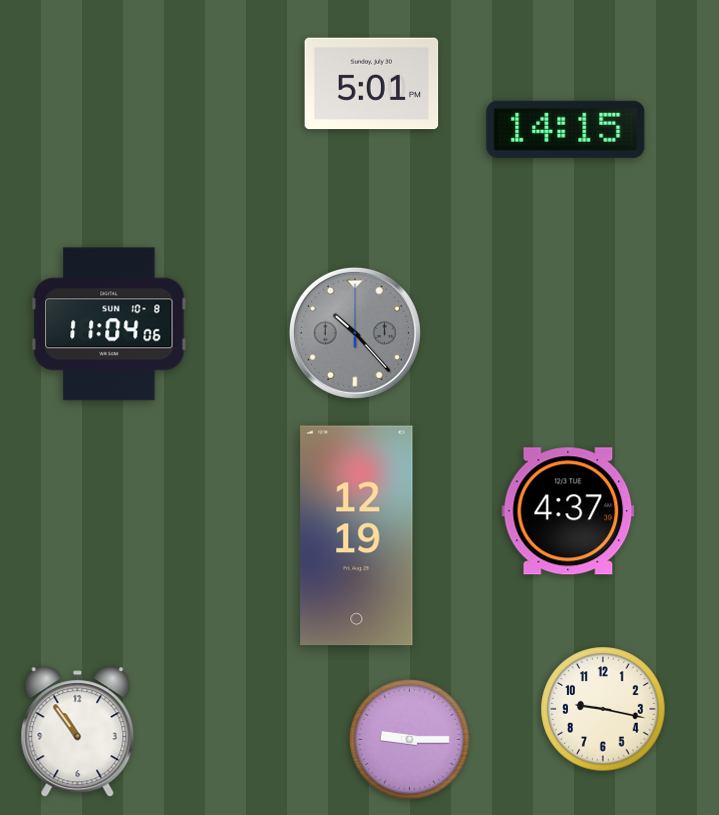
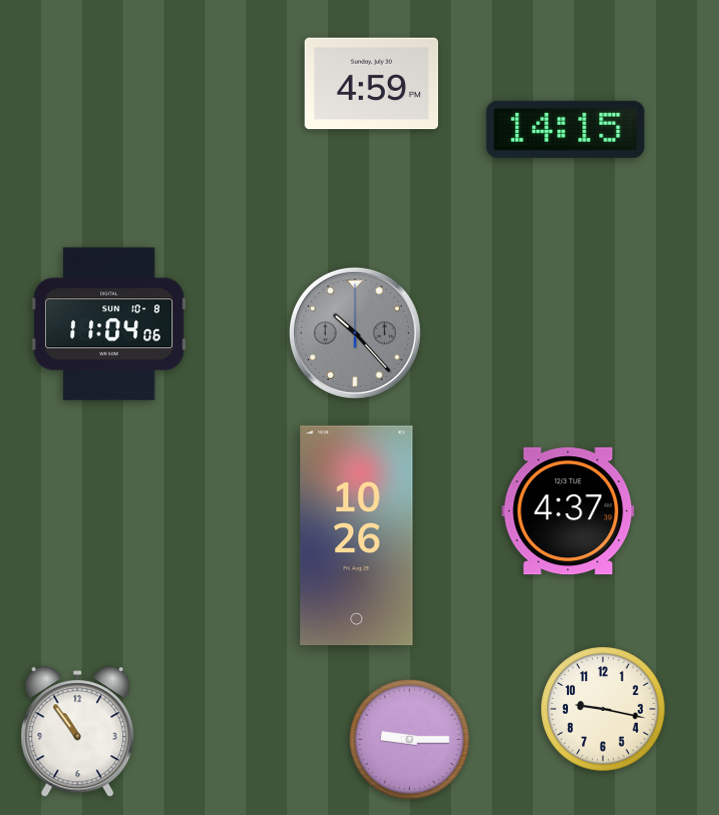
clock at (372, 84): 5:01 -> 4:59
clock at (357, 536): 12:19 -> 10:26
